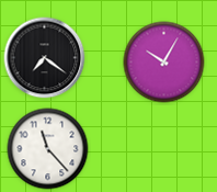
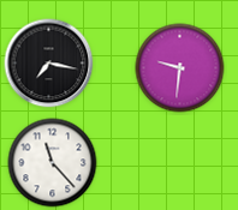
clock at (45, 58): 7:21 -> 7:17
clock at (164, 63): 10:05 -> 9:31
